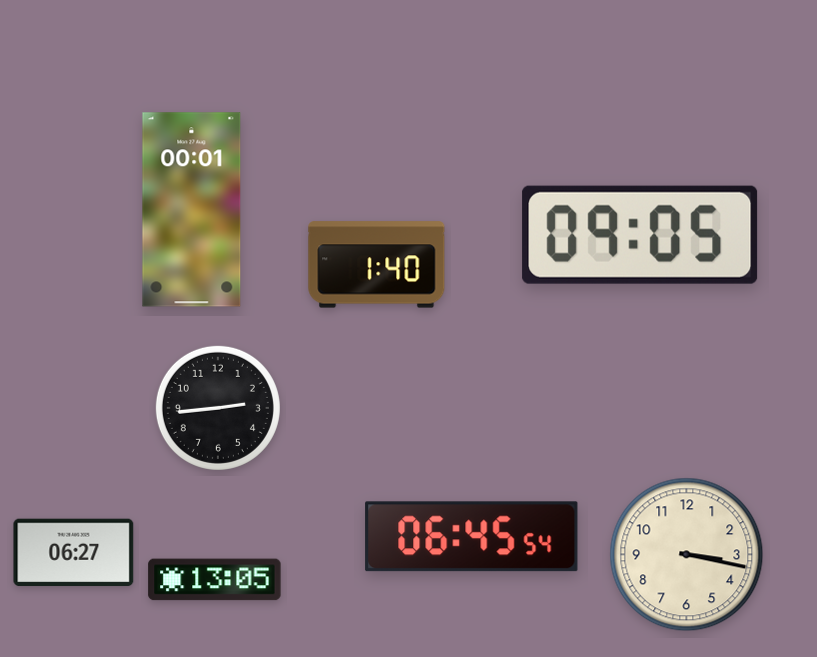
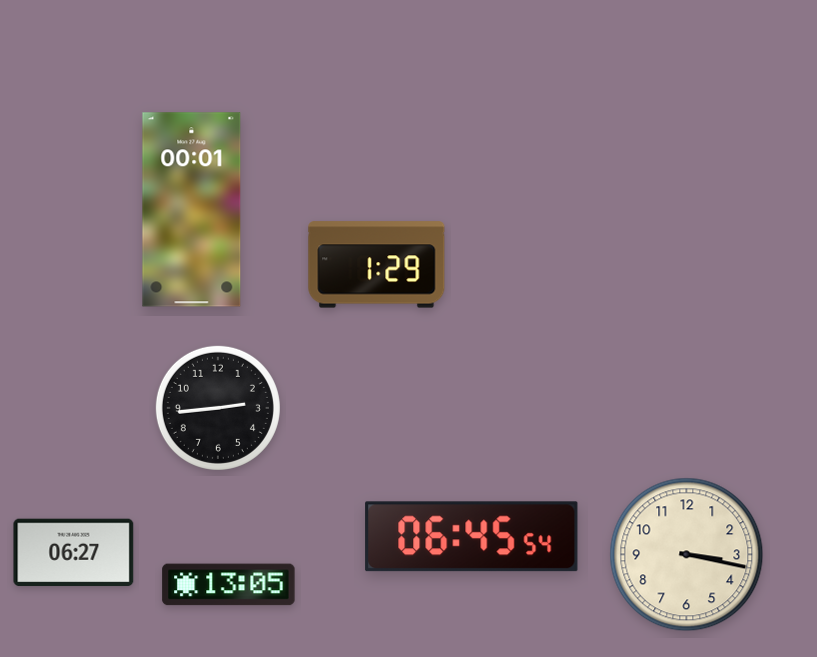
clock at (640, 235): 09:05 -> none
clock at (377, 265): 1:40 -> 1:29
clock at (215, 580) position: (215, 580) -> (229, 585)
